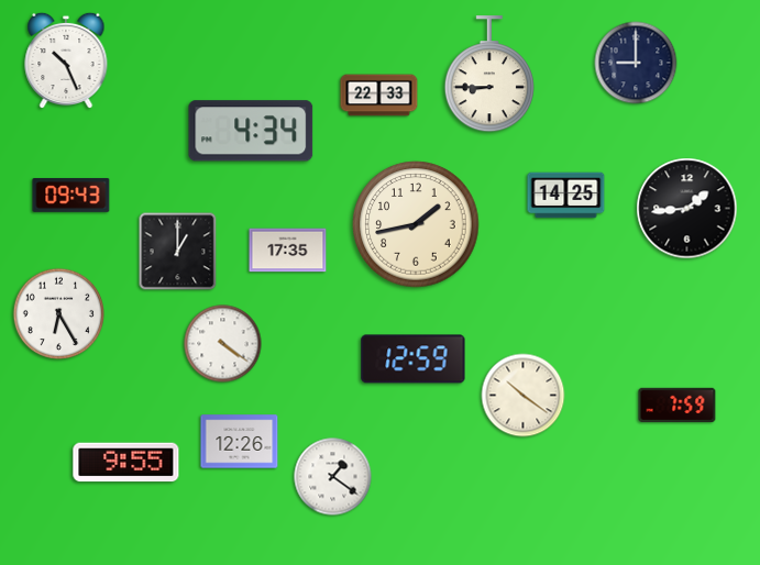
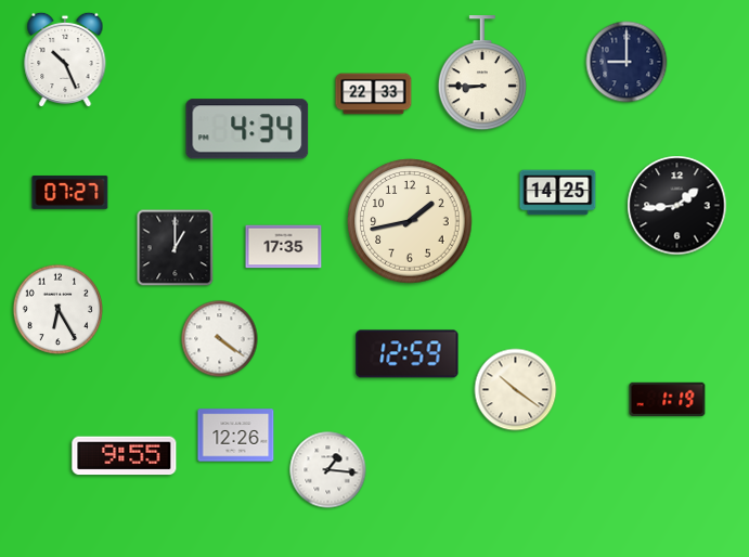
clock at (71, 195): 09:43 -> 07:27
clock at (678, 405): 7:59 -> 1:19
clock at (333, 477): 1:21 -> 1:16
